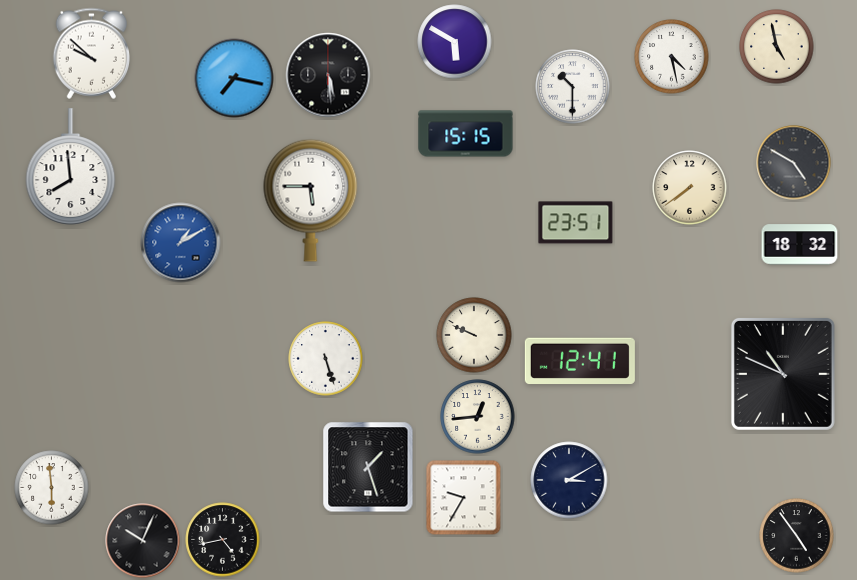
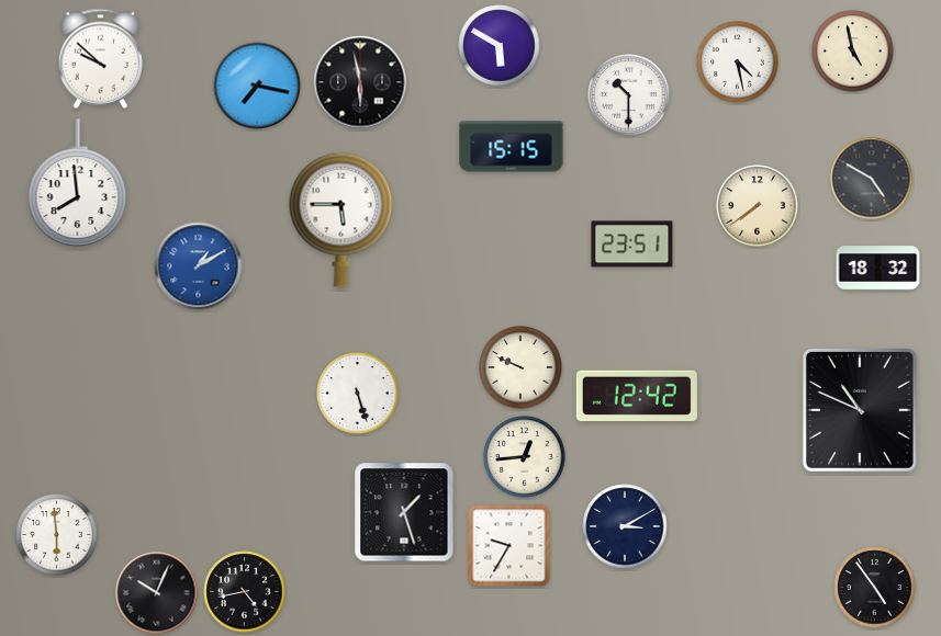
clock at (328, 75): 5:29 -> 5:58
clock at (580, 361): 12:41 -> 12:42
